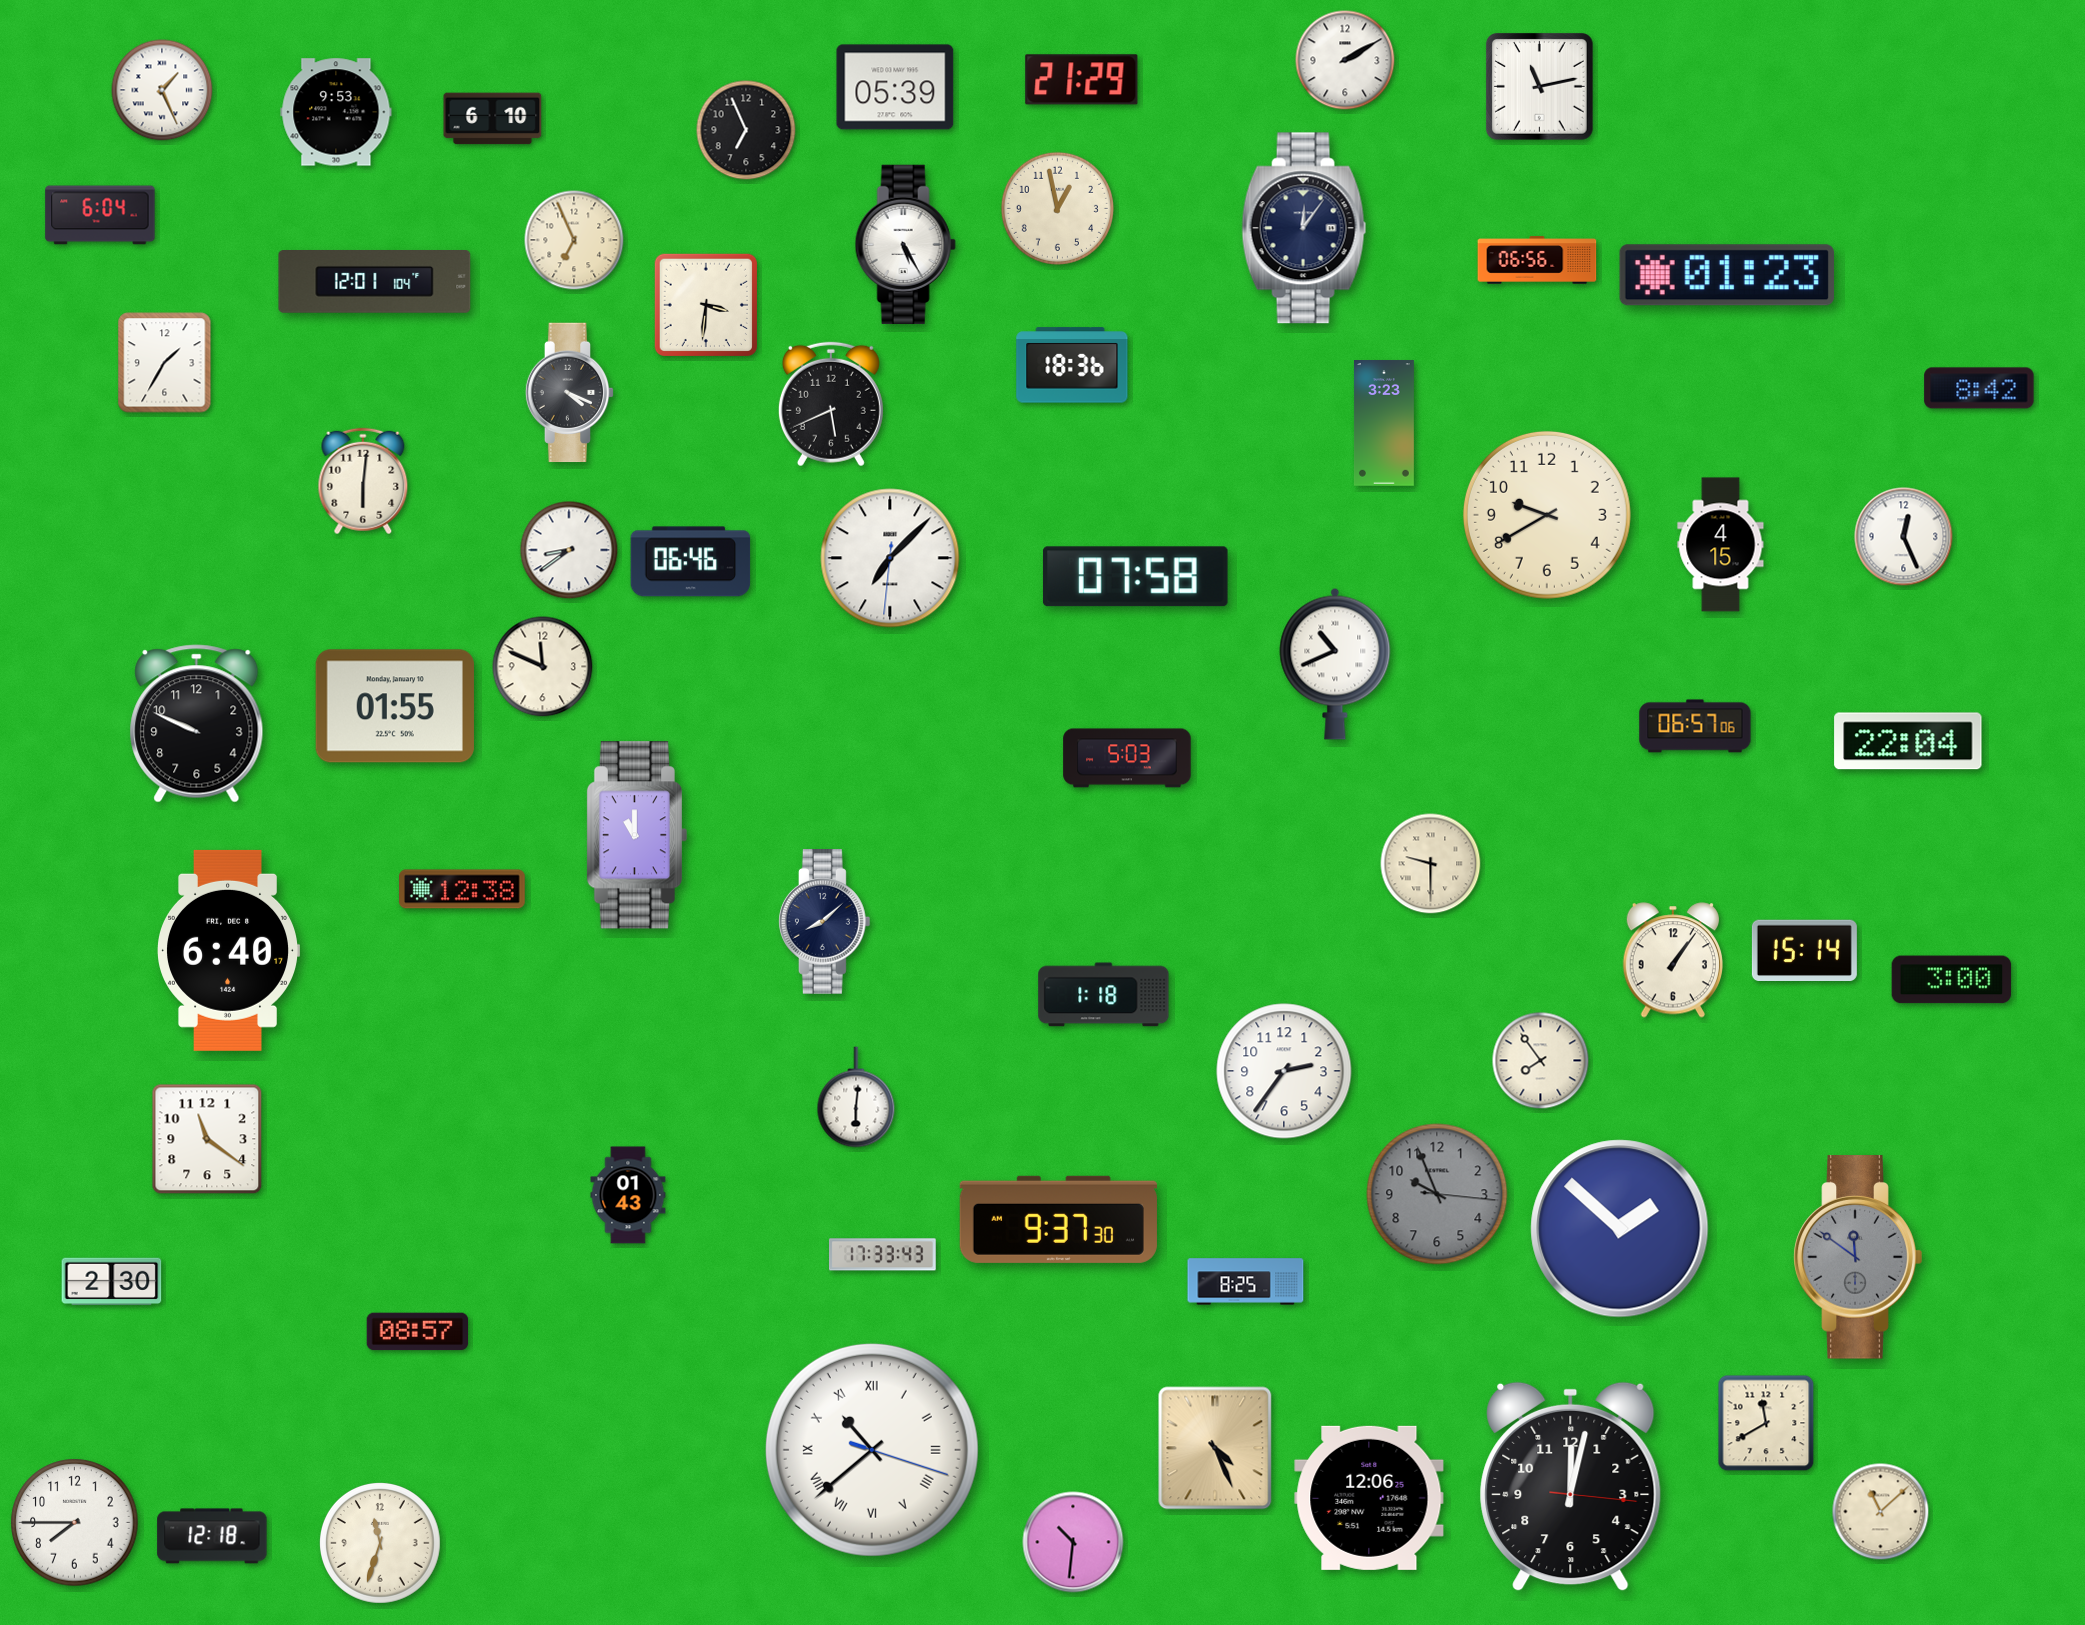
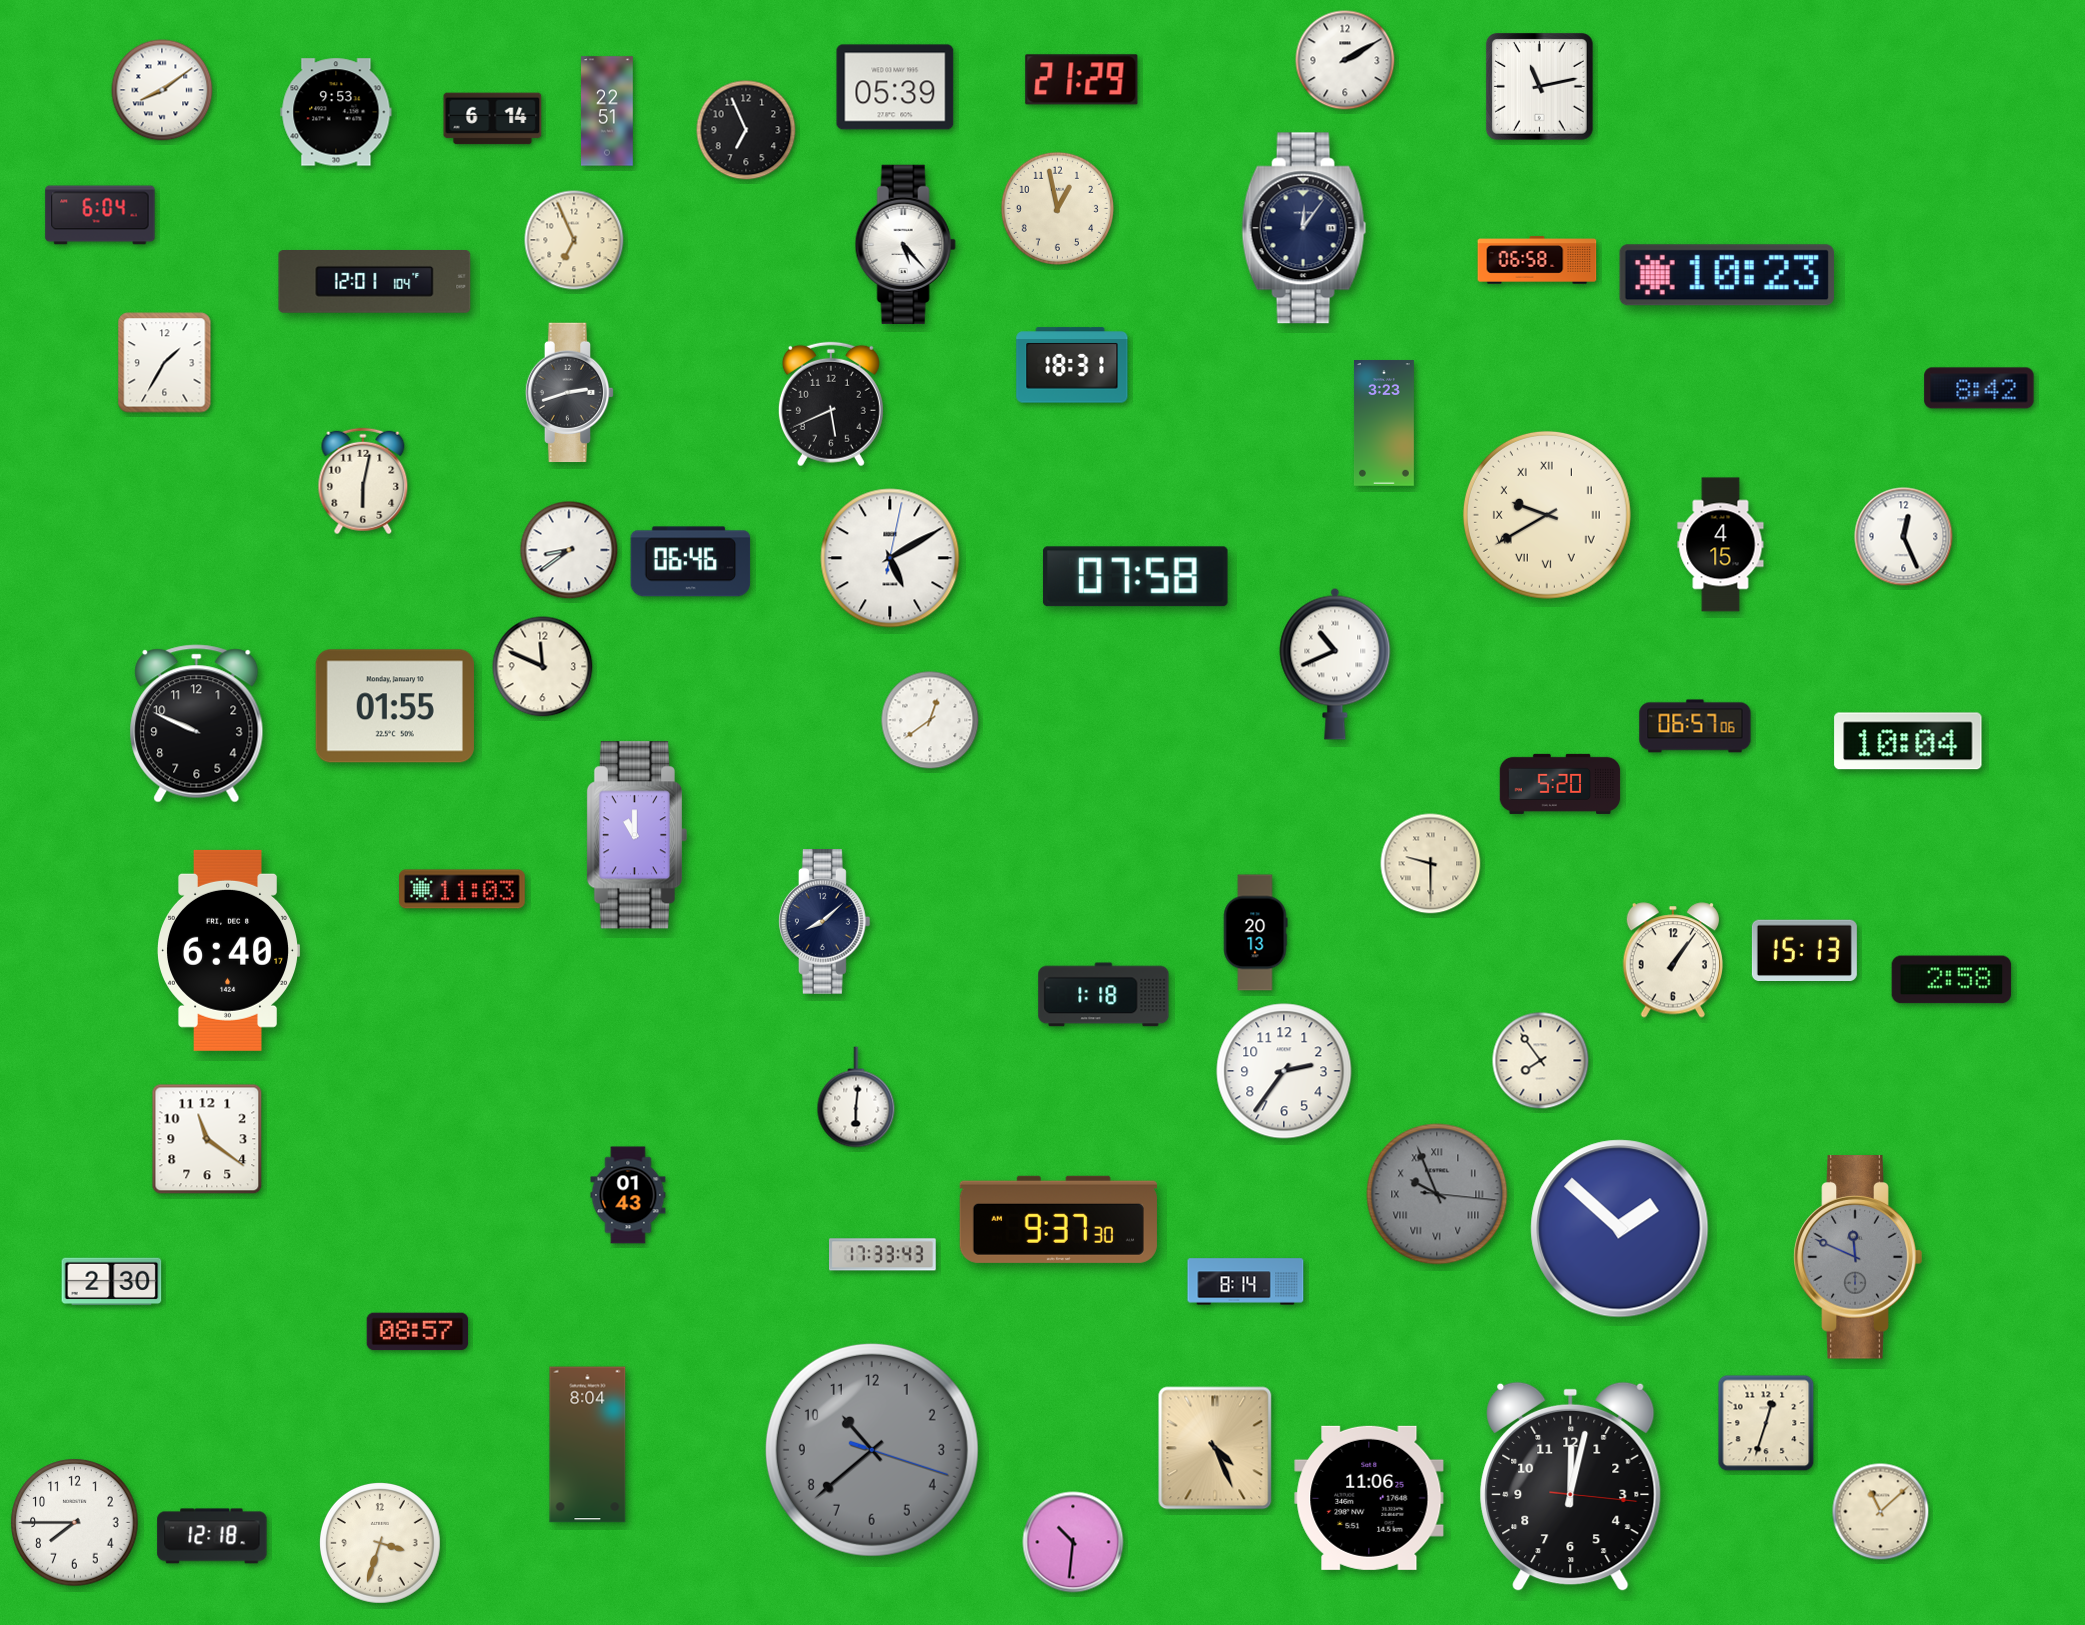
clock at (162, 90): 1:26 -> 8:09
clock at (607, 111): none -> 22:51
clock at (493, 119): 6:10 -> 6:14
clock at (905, 244): 5:25 -> 5:23
clock at (1537, 260): 06:56 -> 06:58
clock at (1727, 275): 01:23 -> 10:23
clock at (706, 305): 3:31 -> none
clock at (1072, 365): 18:36 -> 18:31
clock at (570, 393): 4:19 -> 2:42
clock at (363, 481): 6:01 -> 6:02
clock at (1547, 515) numerals: Arabic -> Roman
clock at (890, 558): 7:07 -> 5:10
clock at (930, 720): none -> 12:39
clock at (1908, 741): 22:04 -> 10:04
clock at (1127, 758): 5:03 -> none
clock at (1560, 784): none -> 5:20
clock at (463, 889): 12:38 -> 11:03
clock at (1255, 933): none -> 20:13
clock at (1804, 950): 15:14 -> 15:13
clock at (1952, 980): 3:00 -> 2:58
clock at (1437, 1194) numerals: Arabic -> Roman
clock at (1858, 1257): 11:51 -> 11:49
clock at (1246, 1282): 8:25 -> 8:14
clock at (1766, 1423): 11:40 -> 12:33
clock at (588, 1445): none -> 8:04
clock at (872, 1450) dial: white -> grey
clock at (872, 1450) numerals: Roman -> Arabic
clock at (1369, 1498): 12:06 -> 11:06
clock at (380, 1543): 11:33 -> 3:33
